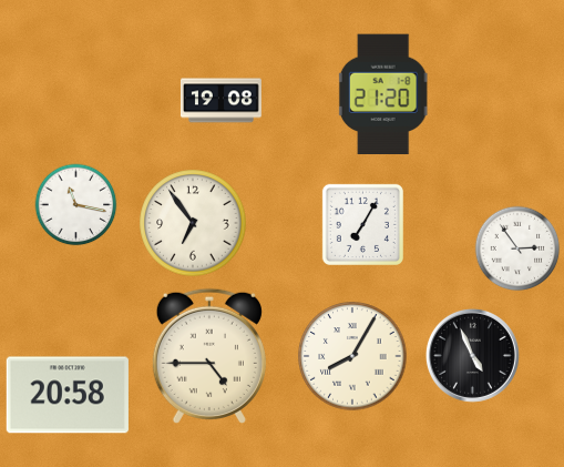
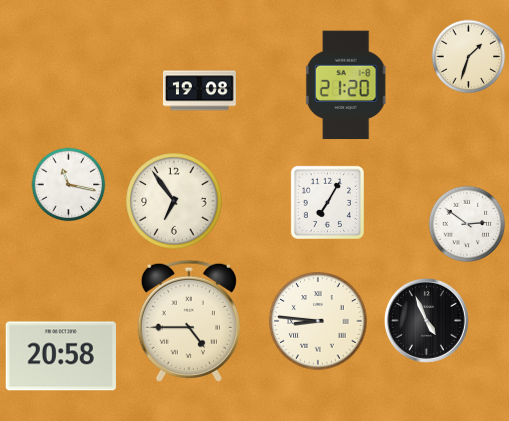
clock at (469, 57): none -> 1:33
clock at (517, 248): 2:54 -> 2:51
clock at (352, 356): 8:05 -> 8:46
